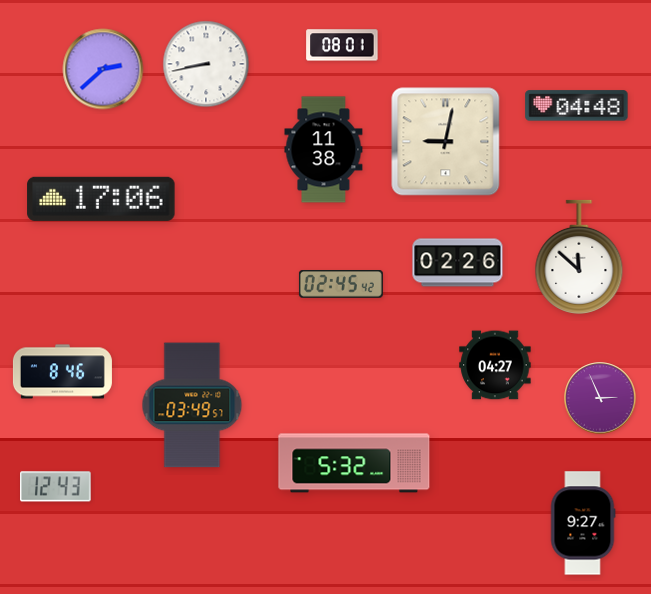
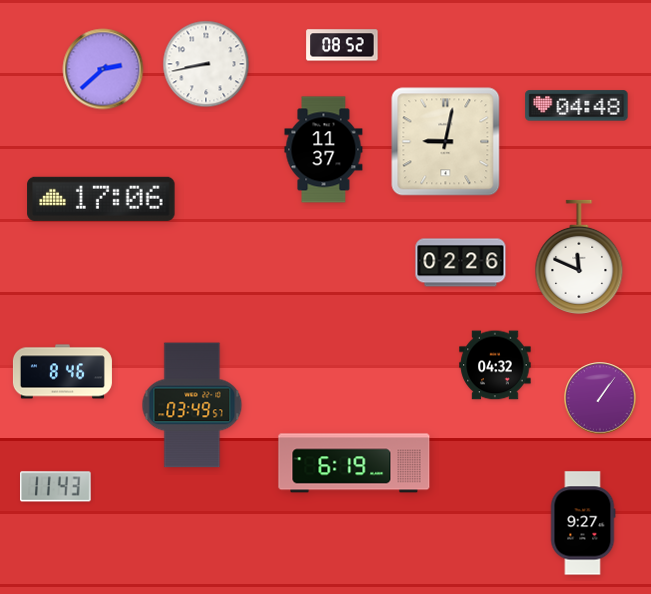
clock at (342, 45): 08:01 -> 08:52
clock at (324, 150): 11:38 -> 11:37
clock at (579, 257): 11:52 -> 11:49
clock at (458, 263) position: (458, 263) -> (461, 263)
clock at (341, 284): 02:45 -> none
clock at (495, 365): 04:27 -> 04:32
clock at (600, 398): 2:56 -> 1:06
clock at (354, 463): 5:32 -> 6:19
clock at (56, 487): 12:43 -> 11:43
